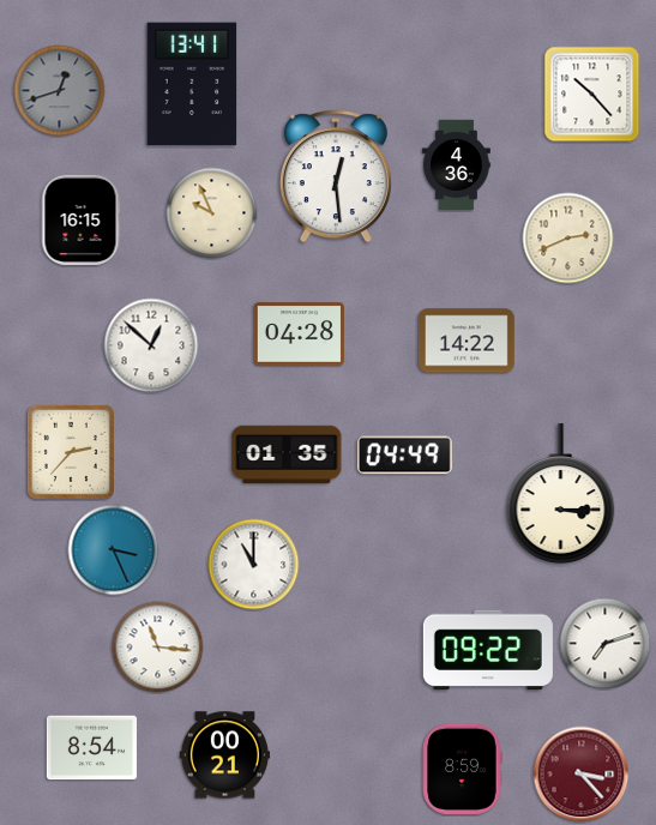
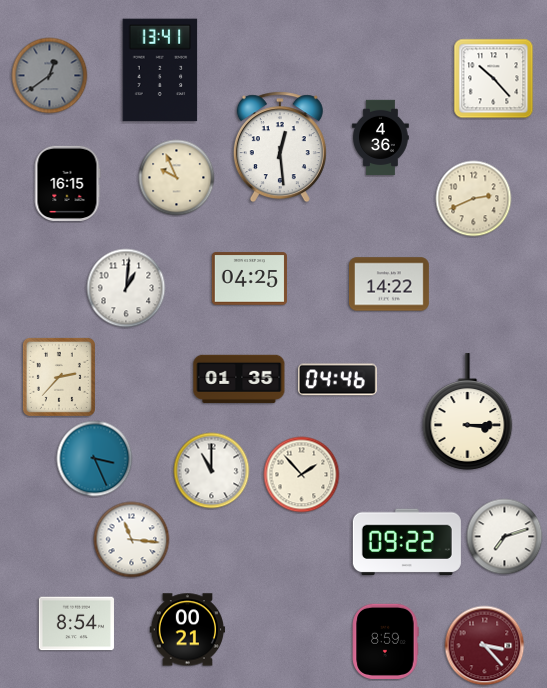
clock at (60, 91): 12:42 -> 12:39
clock at (299, 335): 04:28 -> 04:25
clock at (151, 345): 12:52 -> 1:01
clock at (404, 456): 04:49 -> 04:46
clock at (302, 475): none -> 1:53
